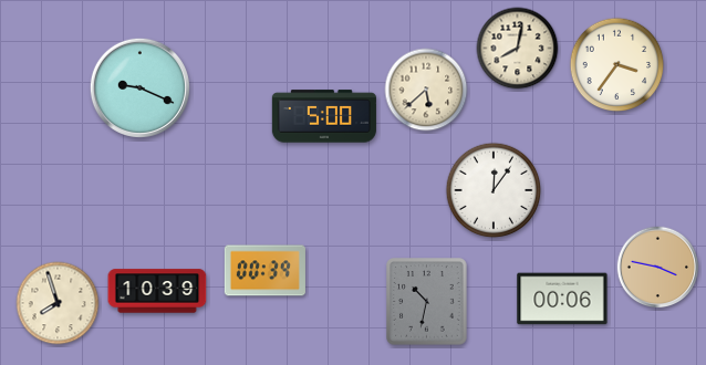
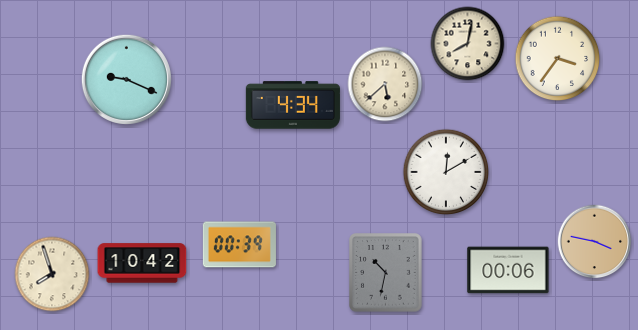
clock at (426, 90) position: (426, 90) -> (385, 84)
clock at (324, 116): 5:00 -> 4:34
clock at (494, 190): 12:06 -> 12:10
clock at (157, 291): 10:39 -> 10:42
